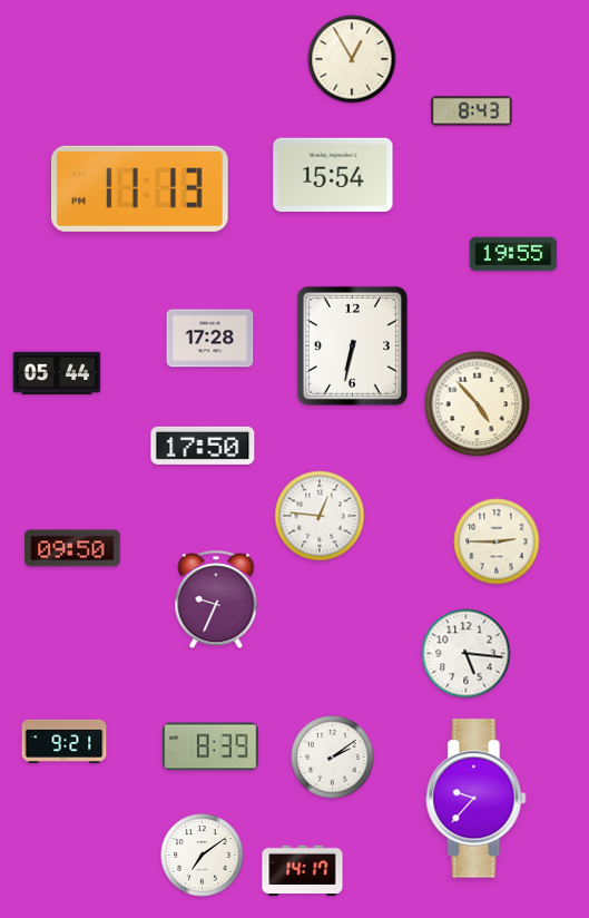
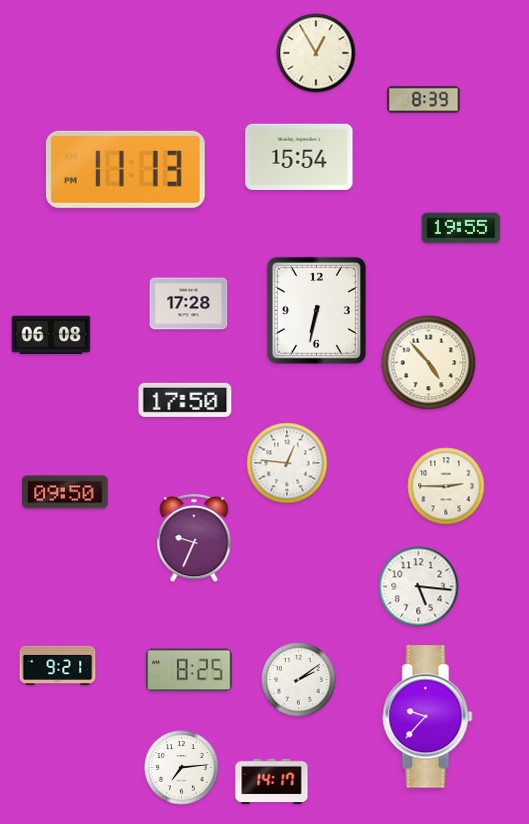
clock at (472, 111): 8:43 -> 8:39
clock at (57, 373): 05:44 -> 06:08
clock at (203, 446) position: (203, 446) -> (185, 400)
clock at (210, 746): 8:39 -> 8:25
clock at (203, 856): 7:09 -> 7:14
